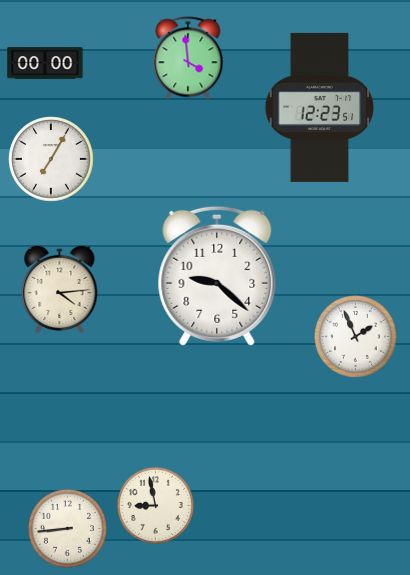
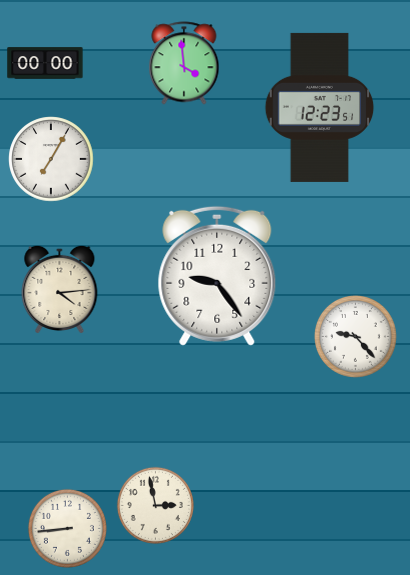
clock at (188, 58) position: (188, 58) -> (184, 63)
clock at (217, 276): 9:22 -> 9:24
clock at (356, 337): 1:56 -> 9:23
clock at (155, 505): 8:58 -> 2:58
